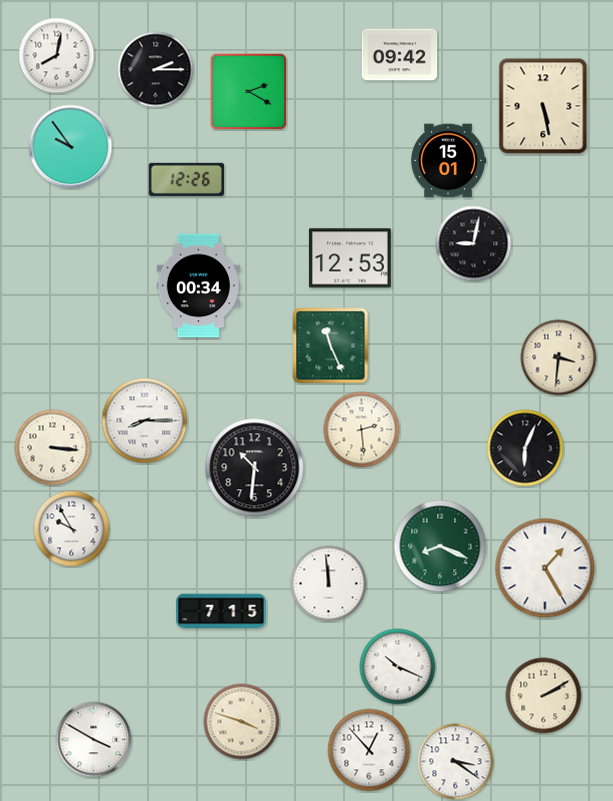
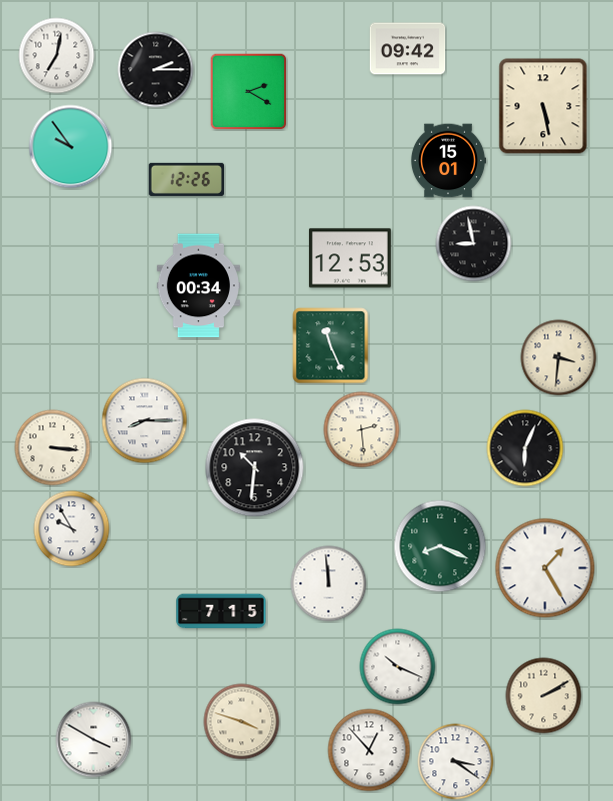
clock at (400, 55) position: (400, 55) -> (408, 49)
clock at (57, 56): 8:02 -> 7:02
clock at (474, 244): 9:02 -> 8:58
